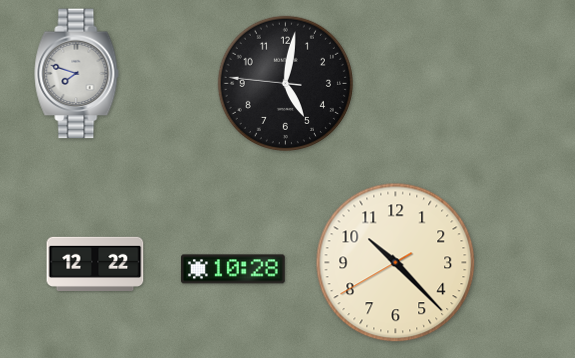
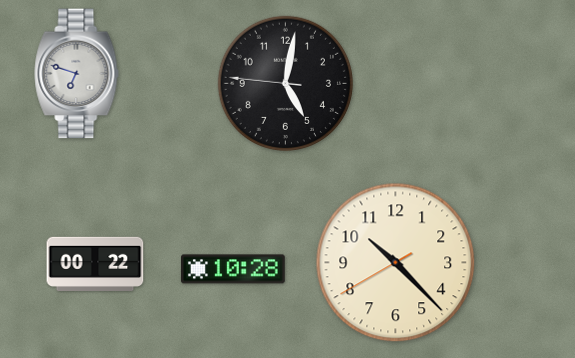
clock at (77, 74): 7:48 -> 6:48
clock at (95, 263): 12:22 -> 00:22
